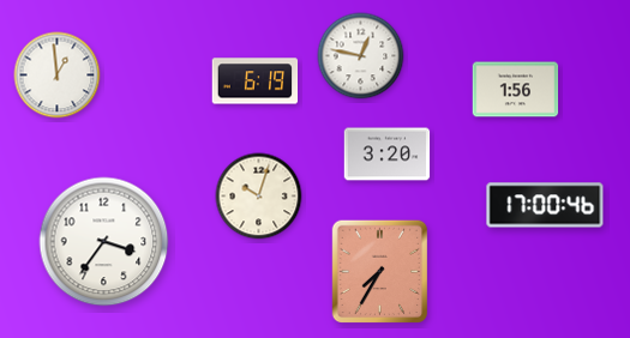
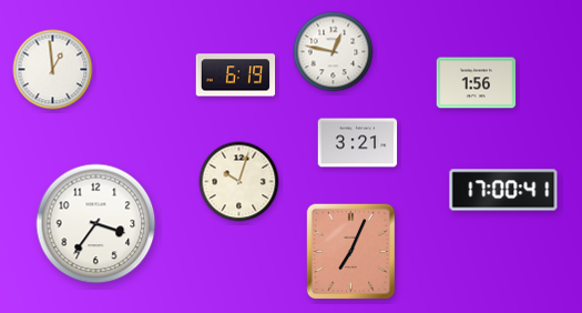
clock at (388, 155): 3:20 -> 3:21
clock at (545, 205): 17:00:46 -> 17:00:41
clock at (380, 272): 7:35 -> 7:04
